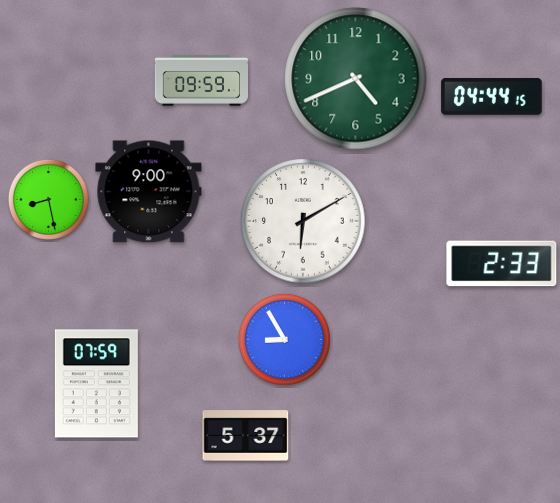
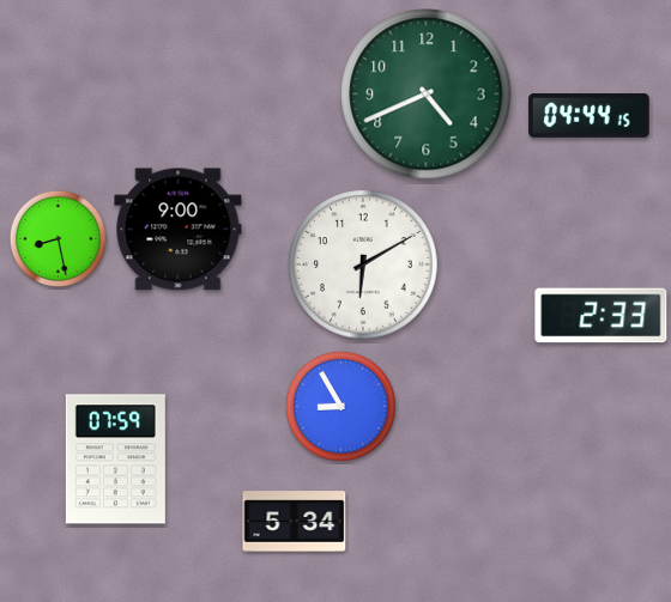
clock at (201, 81): 09:59 -> none
clock at (246, 436): 5:37 -> 5:34
